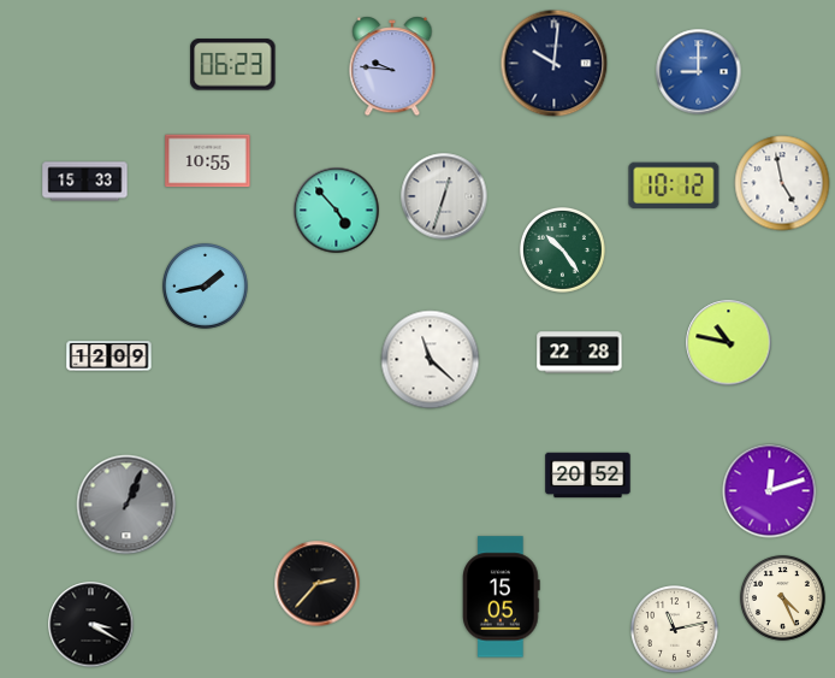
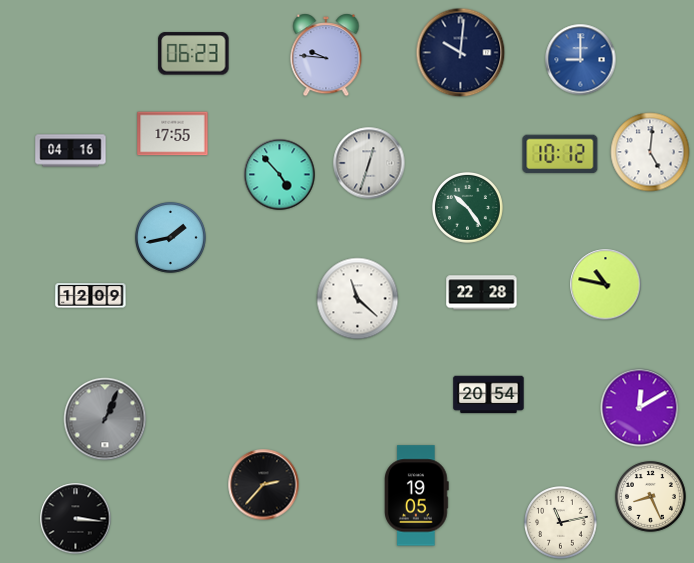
clock at (208, 161): 10:55 -> 17:55
clock at (85, 182): 15:33 -> 04:16
clock at (782, 183): 4:58 -> 5:01
clock at (588, 476): 20:52 -> 20:54
clock at (770, 491): 12:12 -> 12:10
clock at (502, 597): 15:05 -> 19:05
clock at (782, 597): 4:26 -> 8:26
clock at (91, 625): 3:20 -> 3:16
